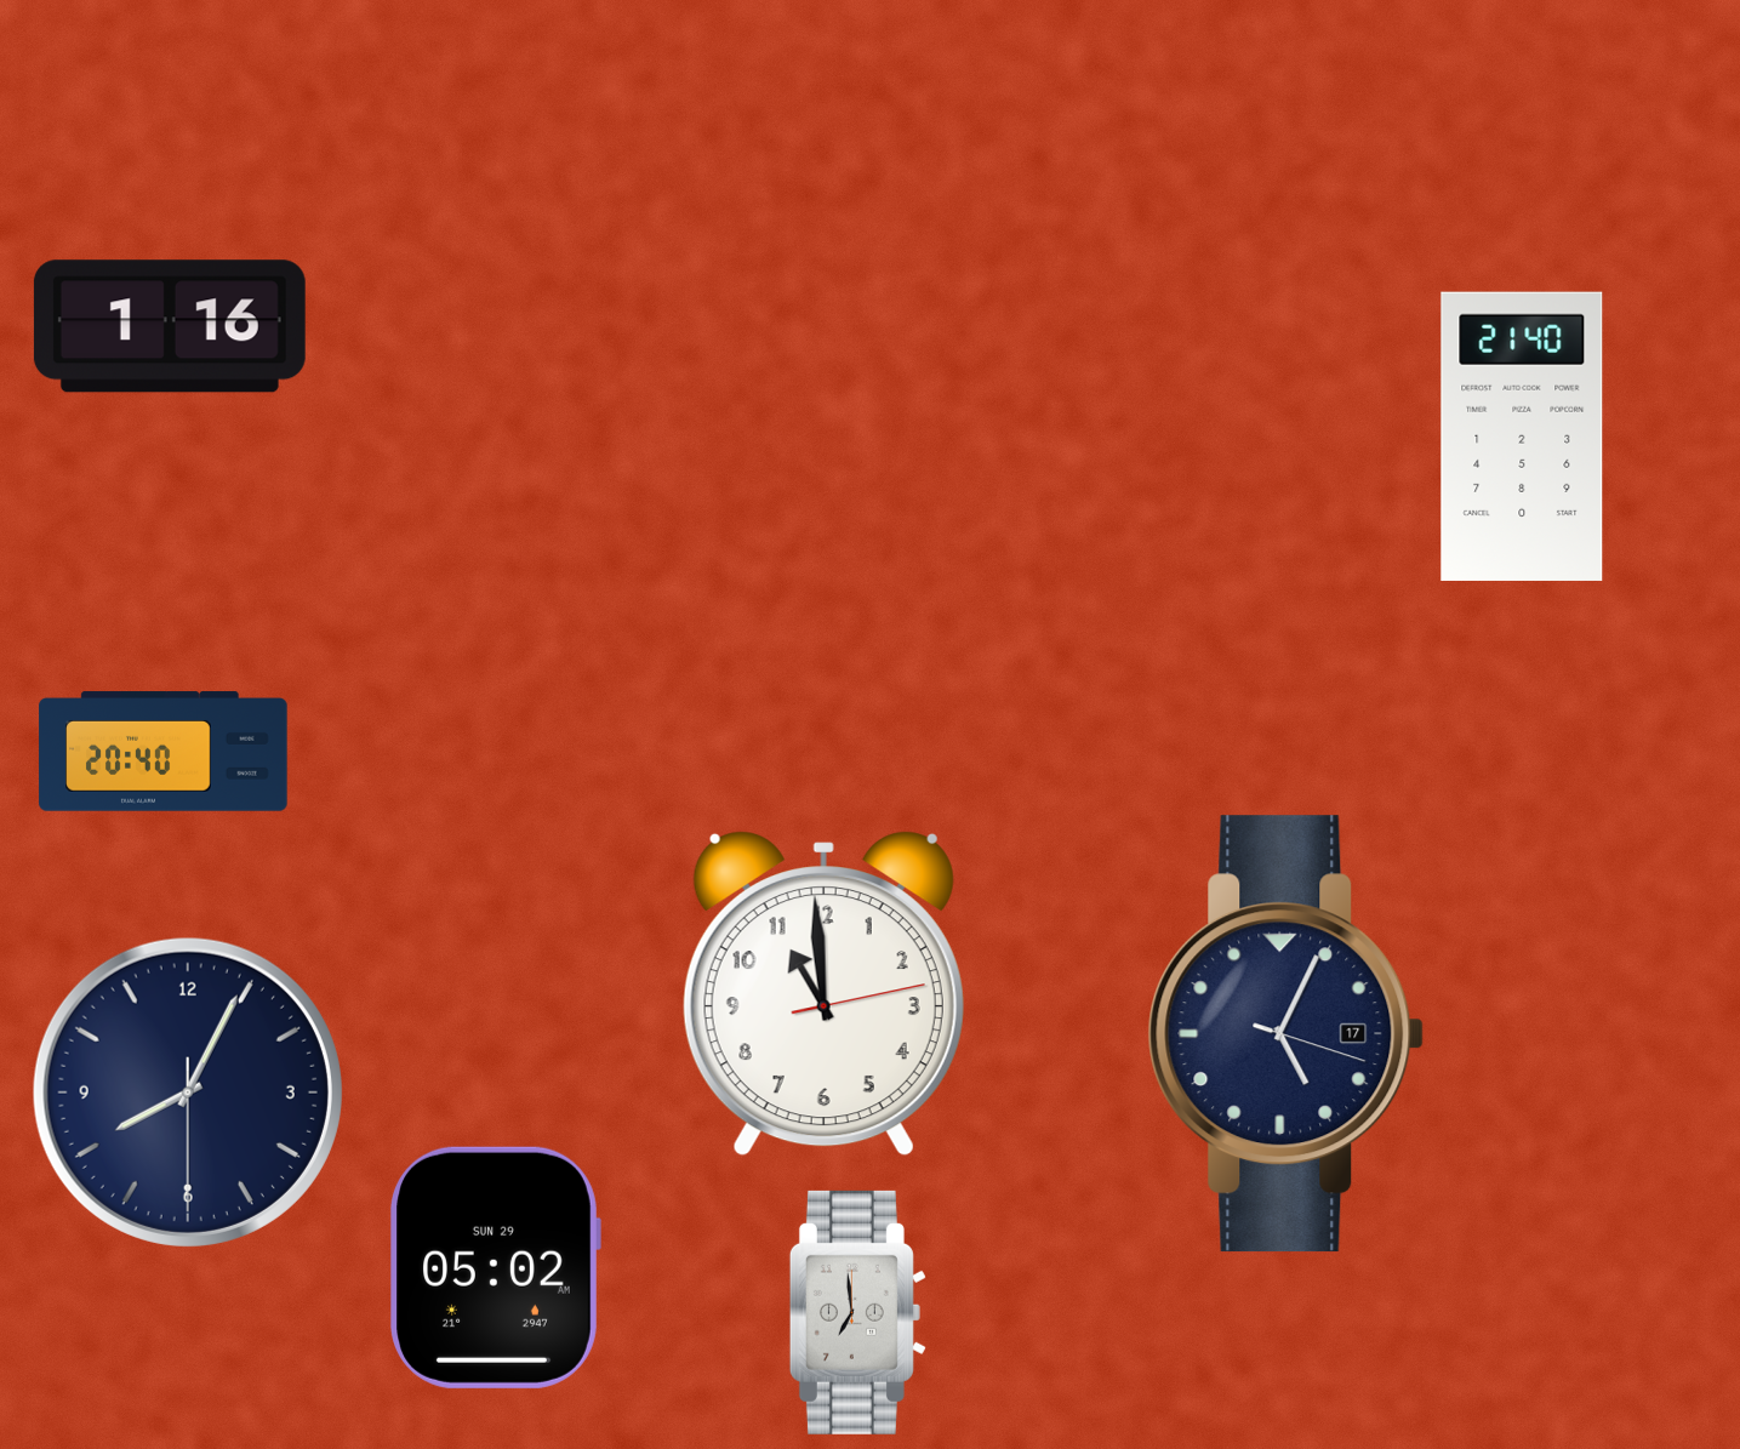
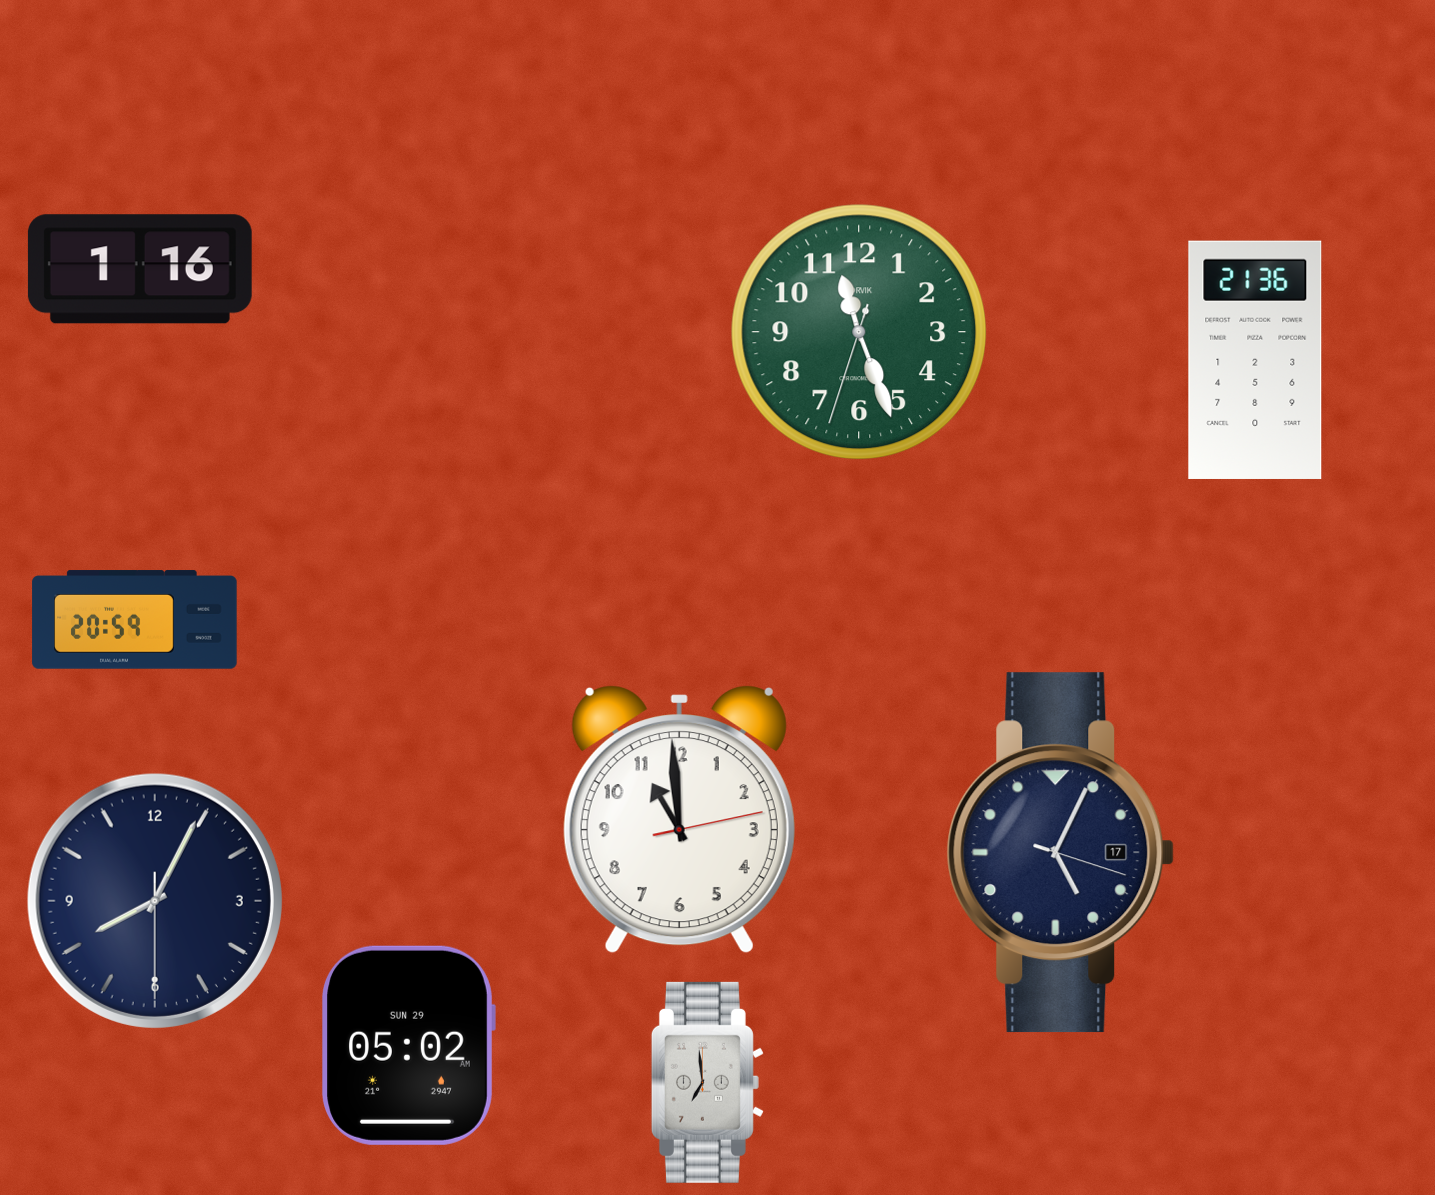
clock at (859, 332): none -> 11:26
clock at (1522, 437): 21:40 -> 21:36
clock at (164, 752): 20:40 -> 20:59
